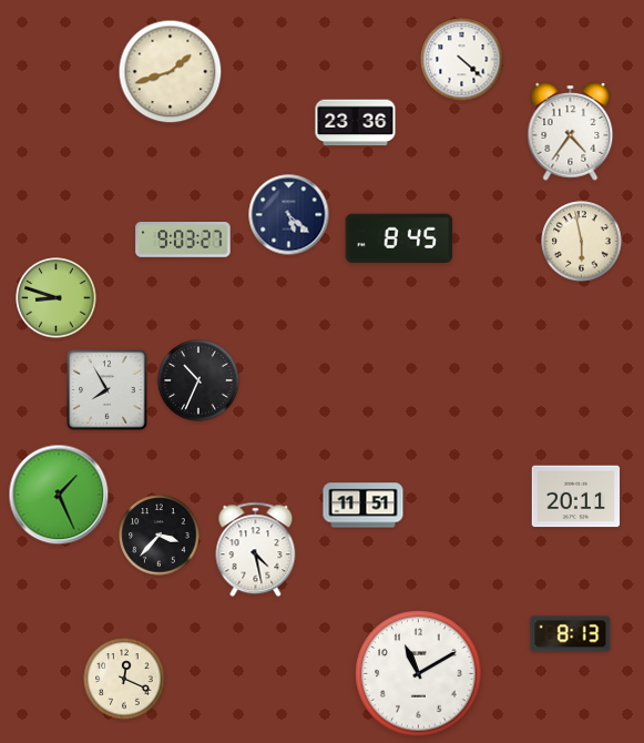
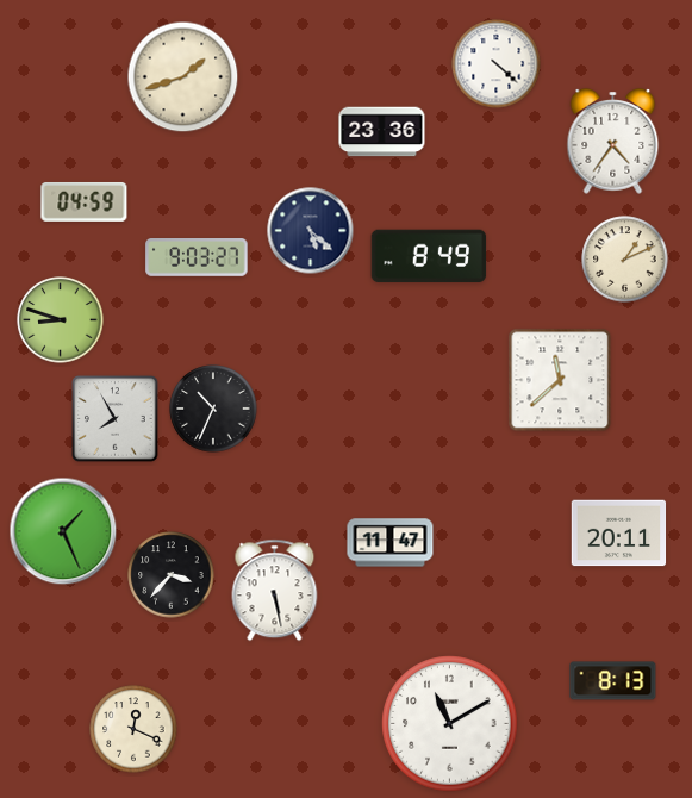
clock at (85, 201): none -> 04:59
clock at (399, 238): 8:45 -> 8:49
clock at (582, 242): 5:58 -> 1:11
clock at (560, 380): none -> 11:38
clock at (364, 506): 11:51 -> 11:47
clock at (256, 550): 4:28 -> 5:28
